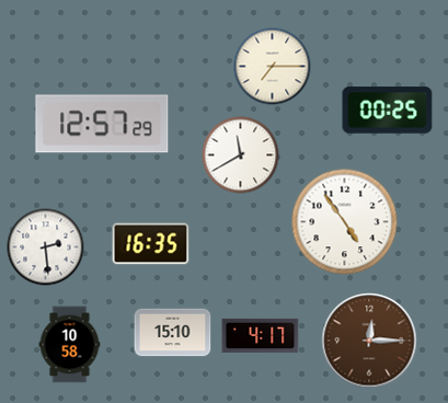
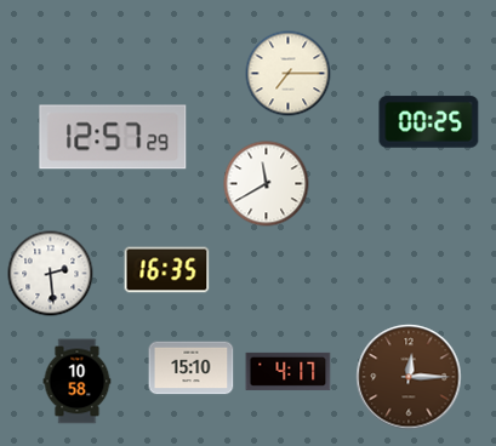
clock at (273, 67) position: (273, 67) -> (289, 74)
clock at (241, 156) position: (241, 156) -> (267, 184)
clock at (345, 222): 4:54 -> none
